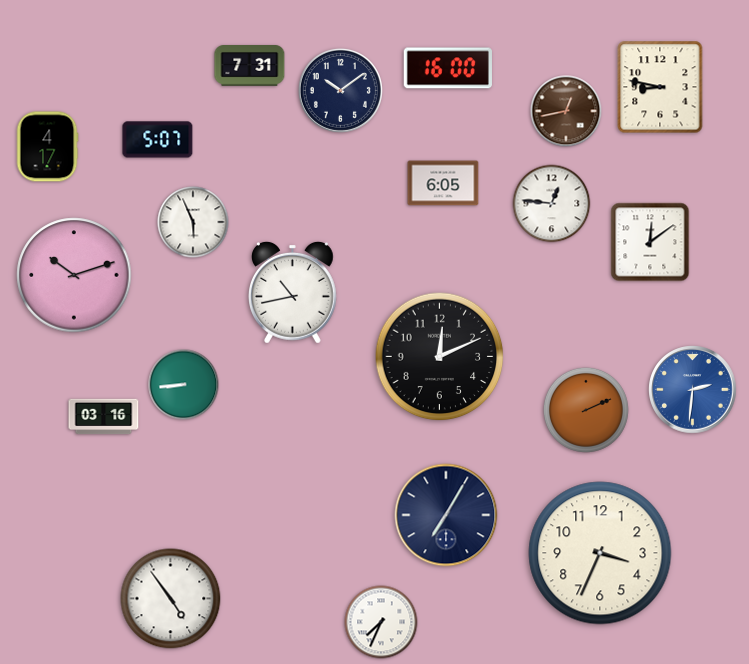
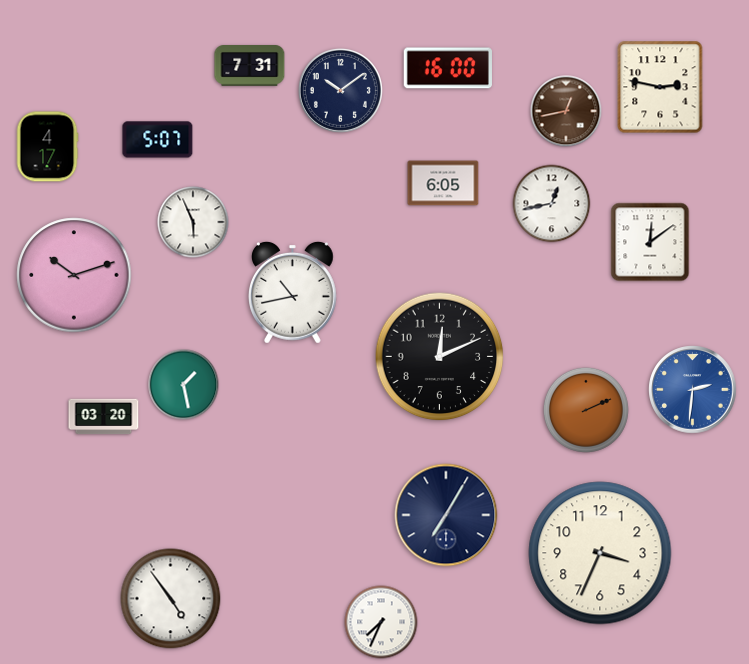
clock at (660, 87): 8:47 -> 2:47
clock at (552, 204): 12:46 -> 12:43
clock at (184, 385): 8:44 -> 1:28
clock at (104, 417): 03:16 -> 03:20
